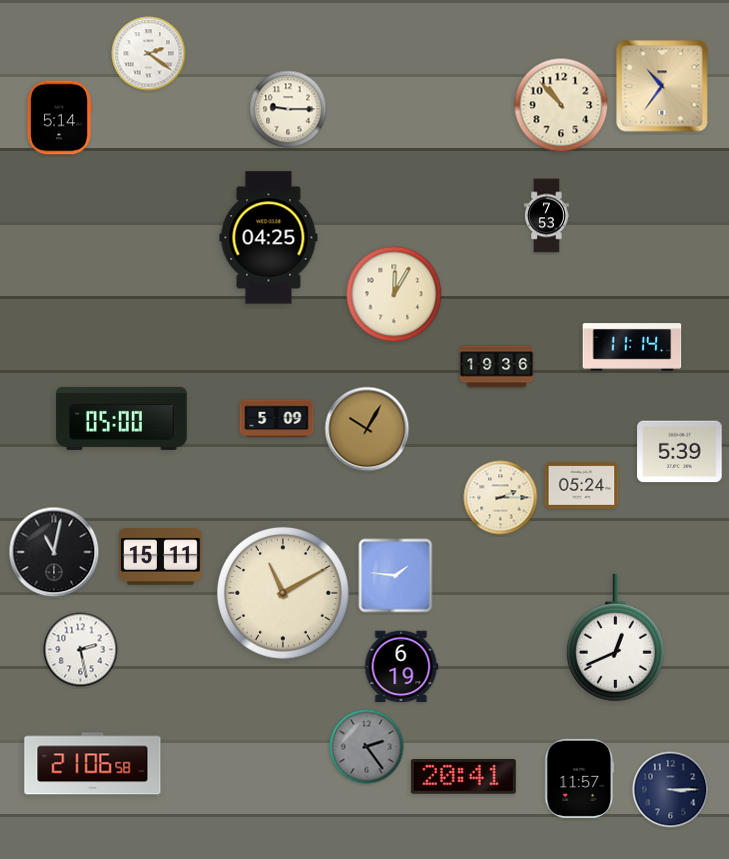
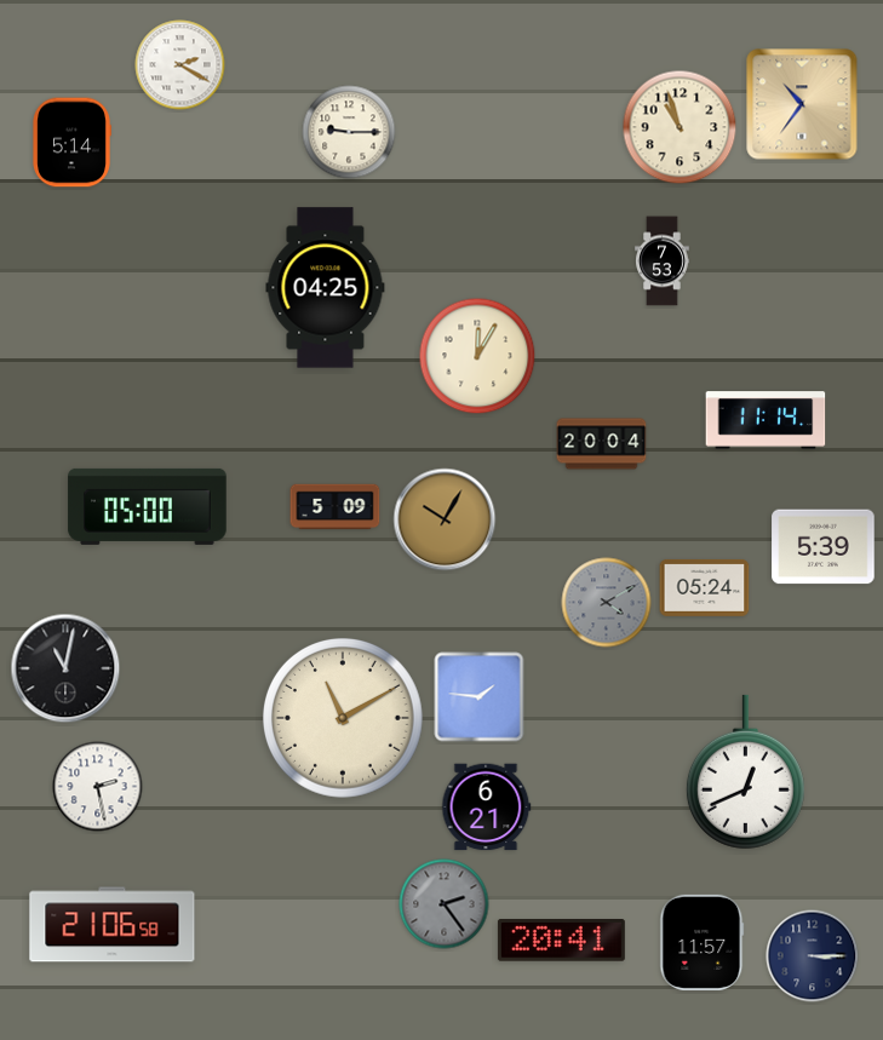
clock at (149, 54): 2:21 -> 2:20
clock at (561, 105): 10:53 -> 10:57
clock at (497, 367): 19:36 -> 20:04
clock at (501, 498): 2:15 -> 4:10
clock at (501, 498) dial: cream -> grey
clock at (161, 557): 15:11 -> none
clock at (402, 667): 6:19 -> 6:21
